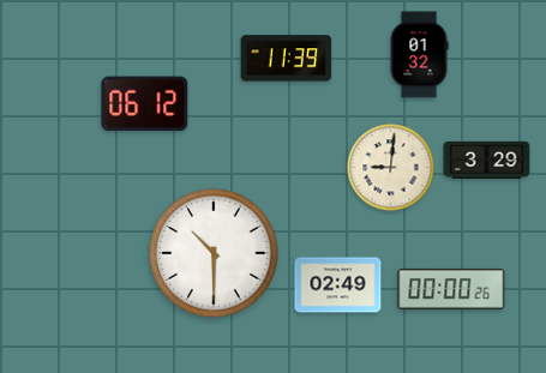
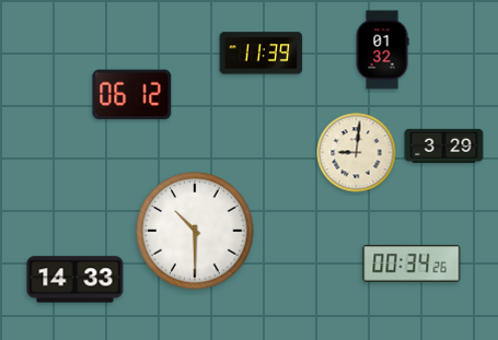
clock at (338, 285): 02:49 -> none
clock at (451, 289): 00:00 -> 00:34
clock at (76, 280): none -> 14:33
